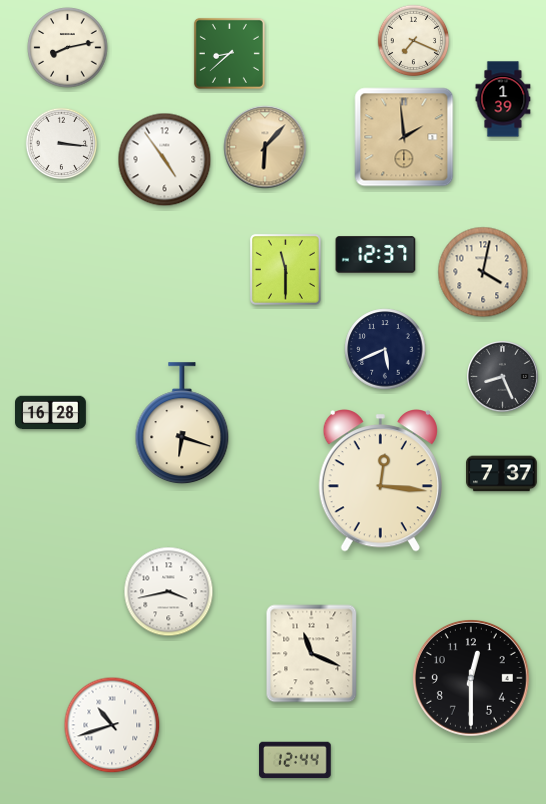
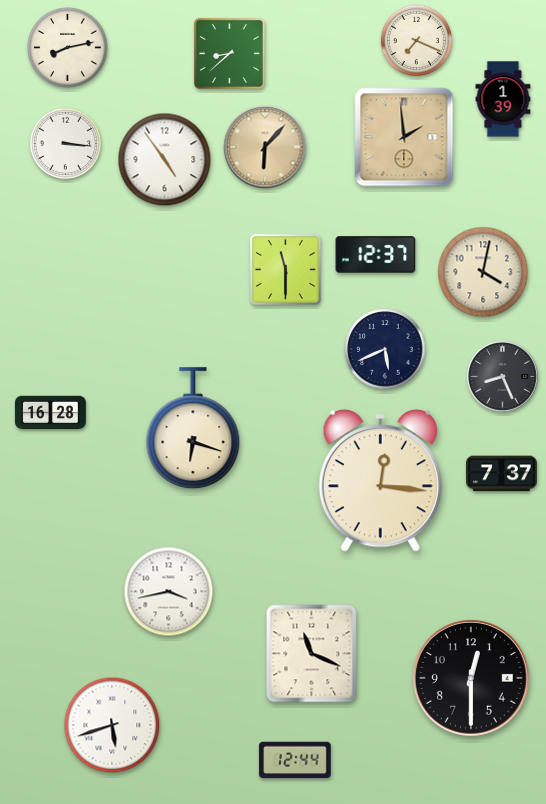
clock at (414, 41) position: (414, 41) -> (417, 41)
clock at (62, 144) position: (62, 144) -> (66, 144)
clock at (182, 424) position: (182, 424) -> (193, 429)
clock at (112, 725): 10:42 -> 5:42
